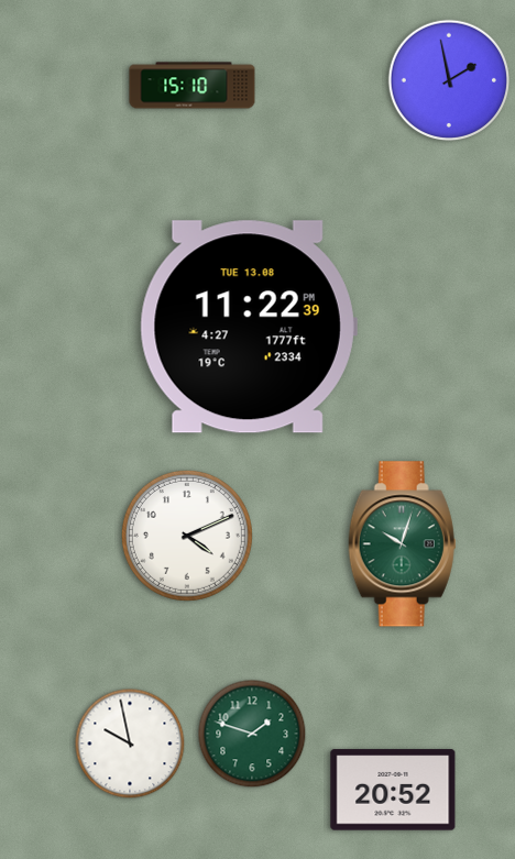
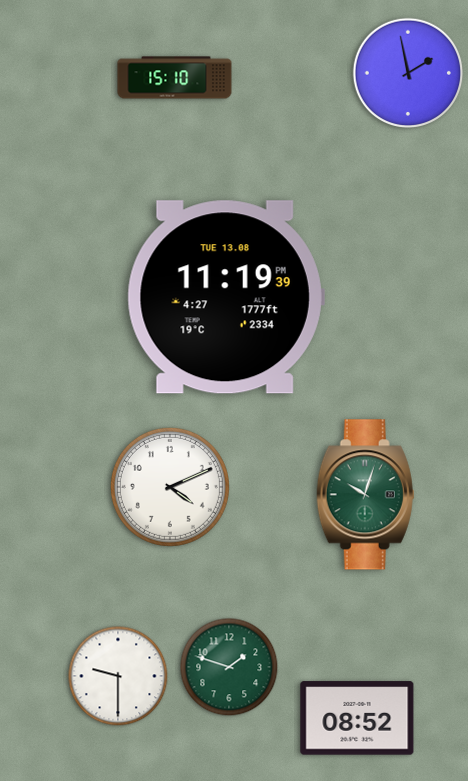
clock at (249, 327): 11:22 -> 11:19
clock at (130, 744): 9:58 -> 9:30
clock at (393, 790): 20:52 -> 08:52
